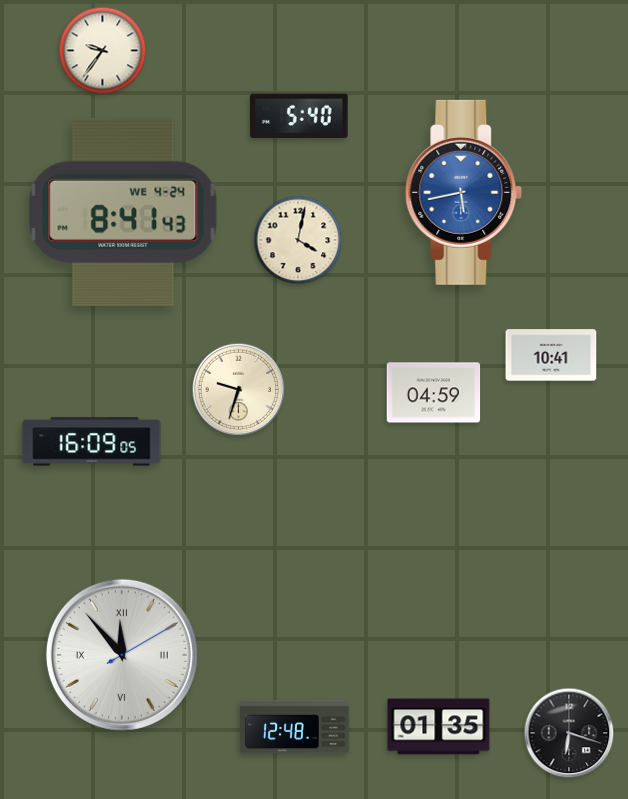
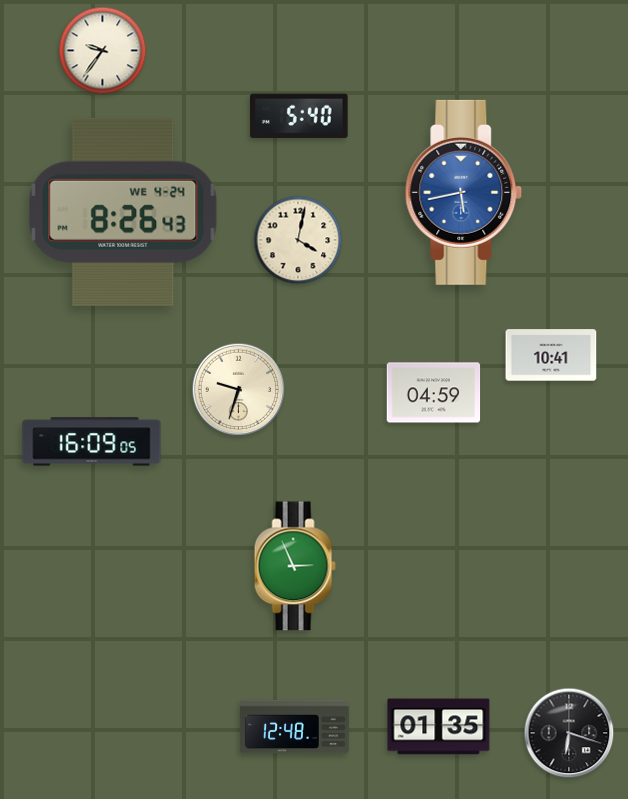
clock at (123, 212): 8:41 -> 8:26
clock at (295, 566): none -> 2:56
clock at (122, 655): 11:53 -> none
